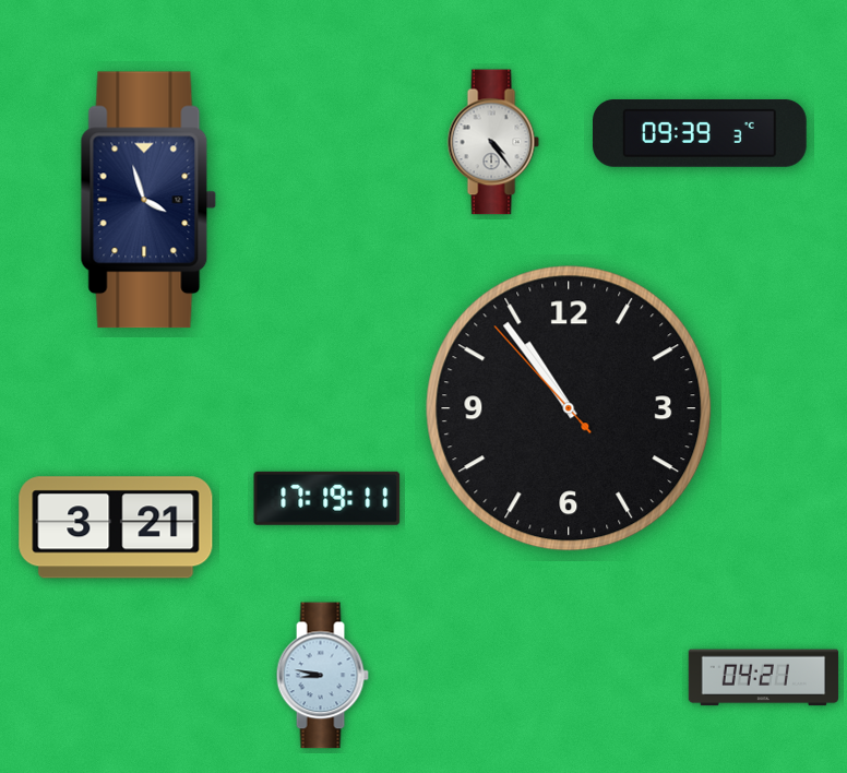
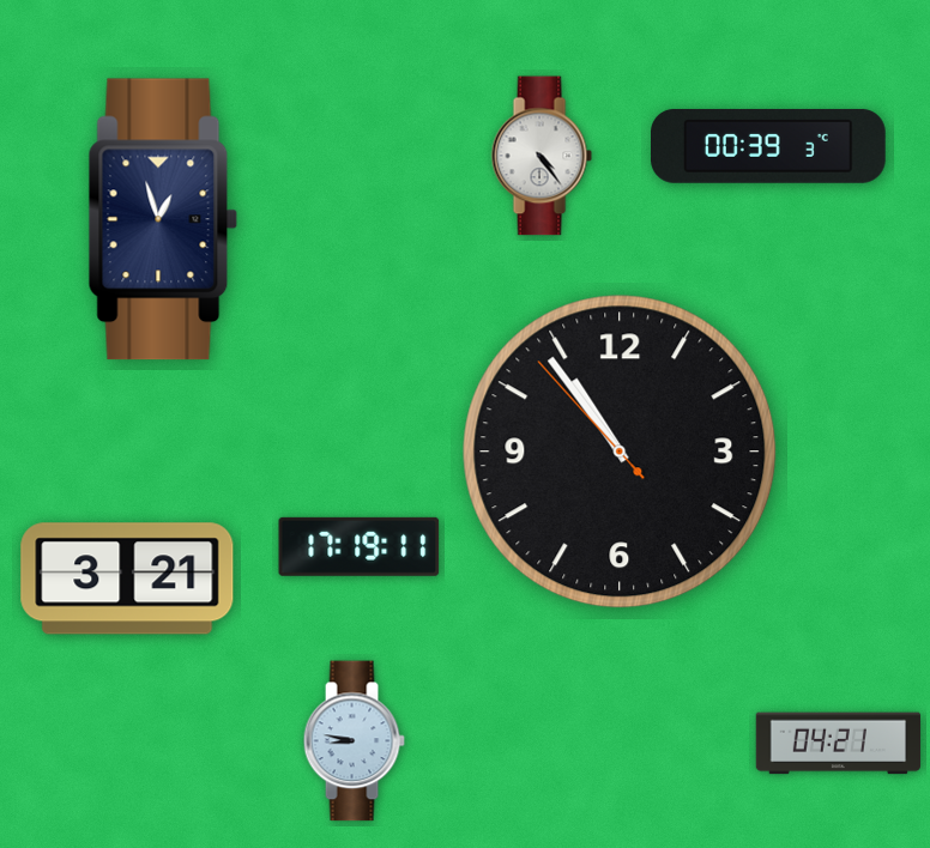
clock at (701, 133): 09:39 -> 00:39
clock at (148, 200): 3:57 -> 12:57
clock at (569, 408) position: (569, 408) -> (620, 452)
